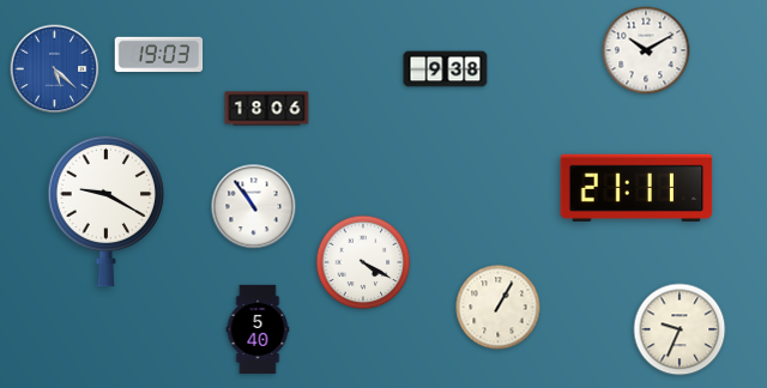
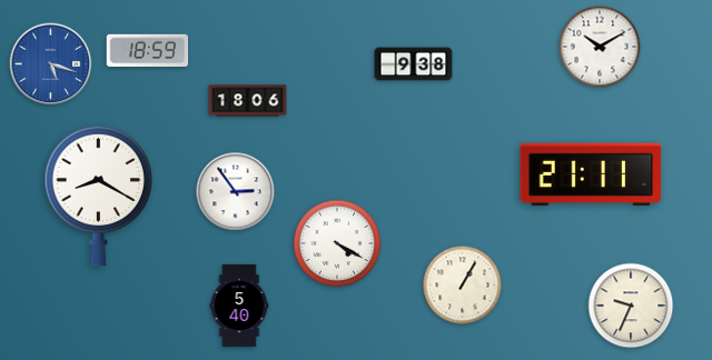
clock at (159, 54): 19:03 -> 18:59
clock at (55, 69): 5:22 -> 5:18
clock at (254, 207): 10:54 -> 2:54
clock at (107, 211): 9:20 -> 8:20
